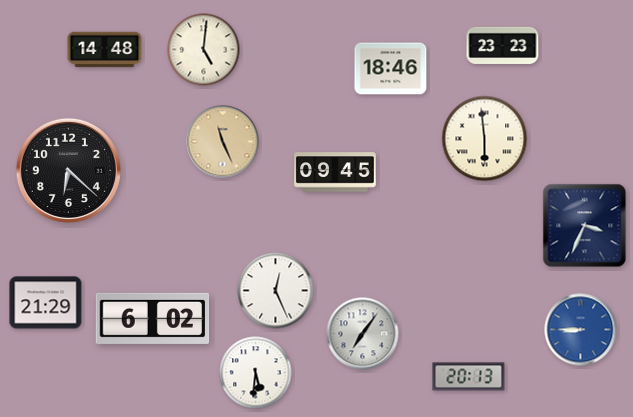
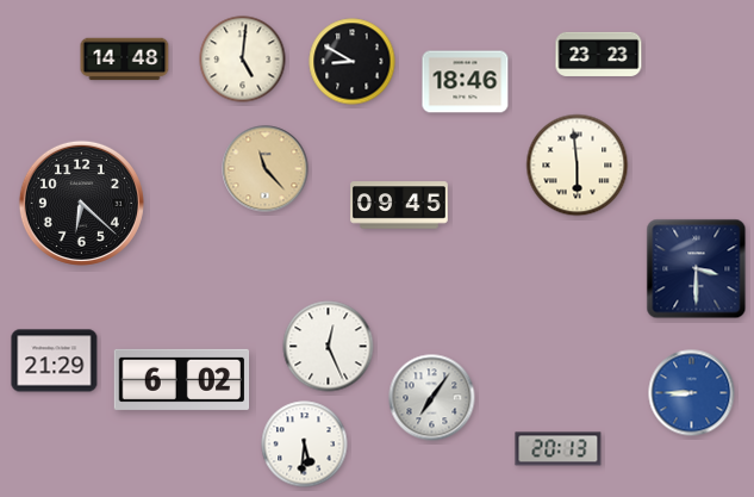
clock at (353, 62): none -> 8:50
clock at (223, 142): 11:26 -> 11:23
clock at (585, 226): 3:34 -> 3:30
